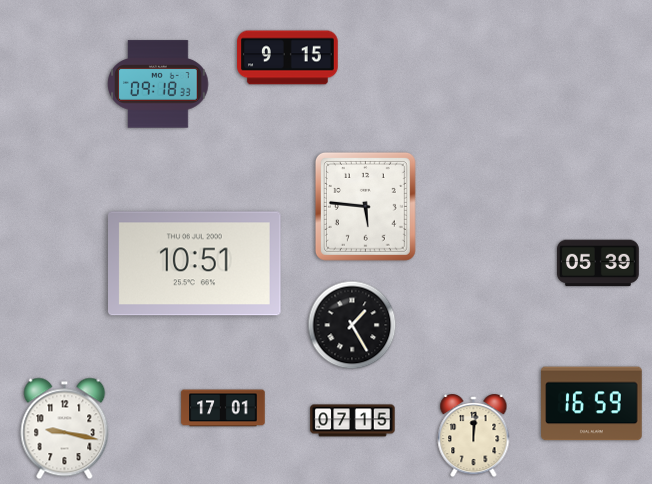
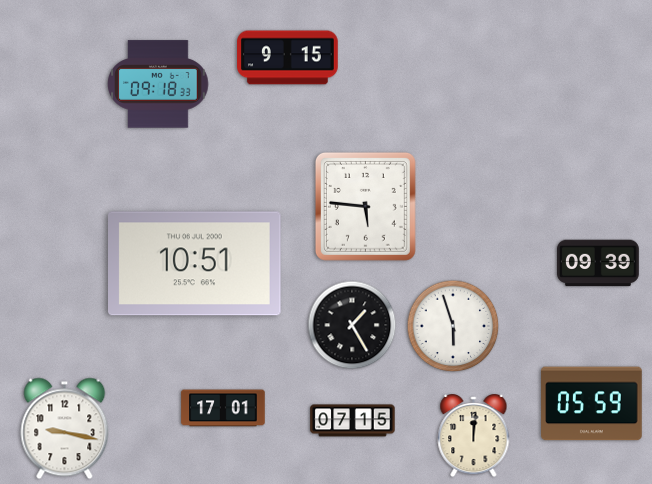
clock at (599, 263): 05:39 -> 09:39
clock at (453, 326): none -> 5:57
clock at (592, 404): 16:59 -> 05:59
